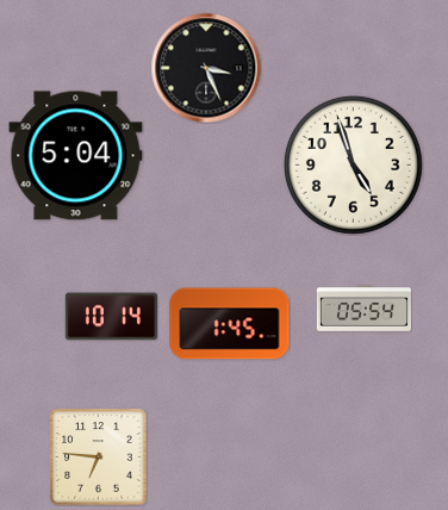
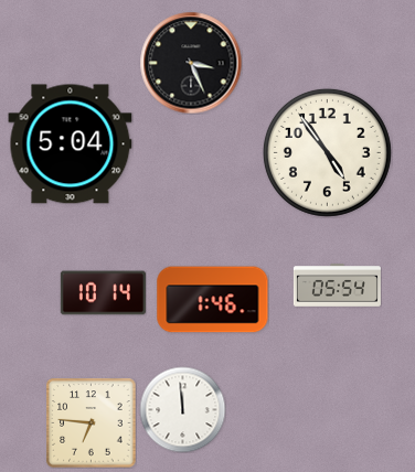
clock at (353, 164): 4:57 -> 4:54
clock at (230, 324): 1:45 -> 1:46
clock at (182, 409): none -> 11:59
